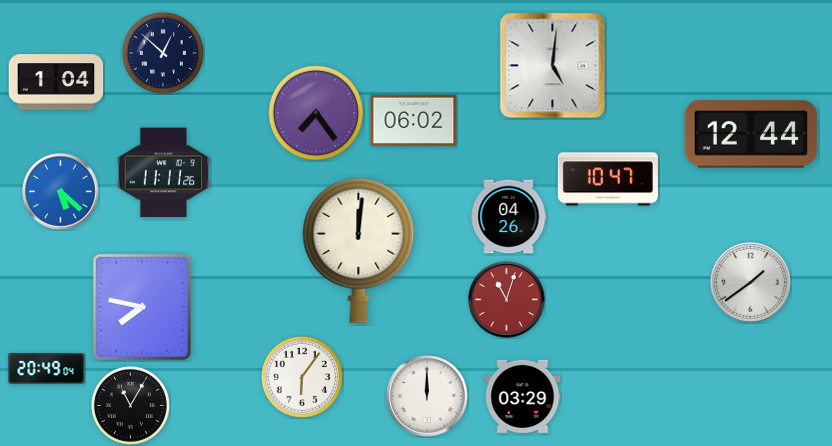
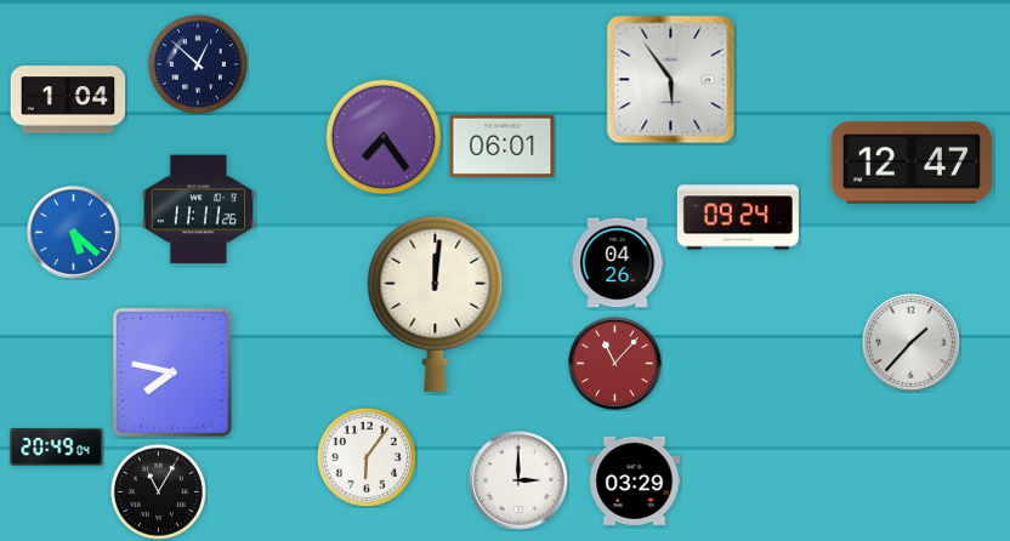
clock at (553, 66): 5:01 -> 5:54
clock at (414, 121): 06:02 -> 06:01
clock at (751, 134): 12:44 -> 12:47
clock at (608, 179): 10:47 -> 09:24
clock at (751, 283): 1:39 -> 1:37
clock at (507, 300): 11:03 -> 11:07
clock at (428, 397): 12:00 -> 3:00
